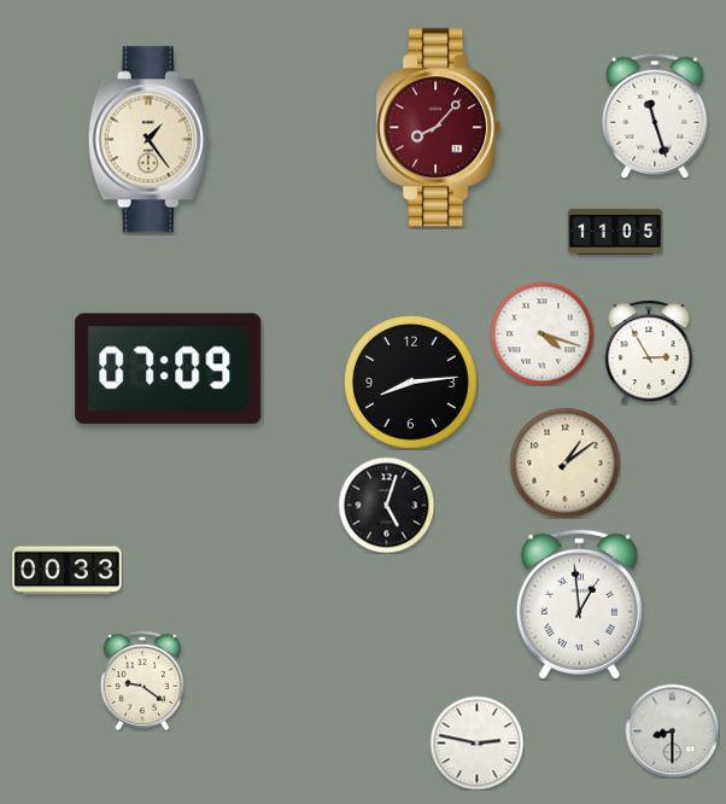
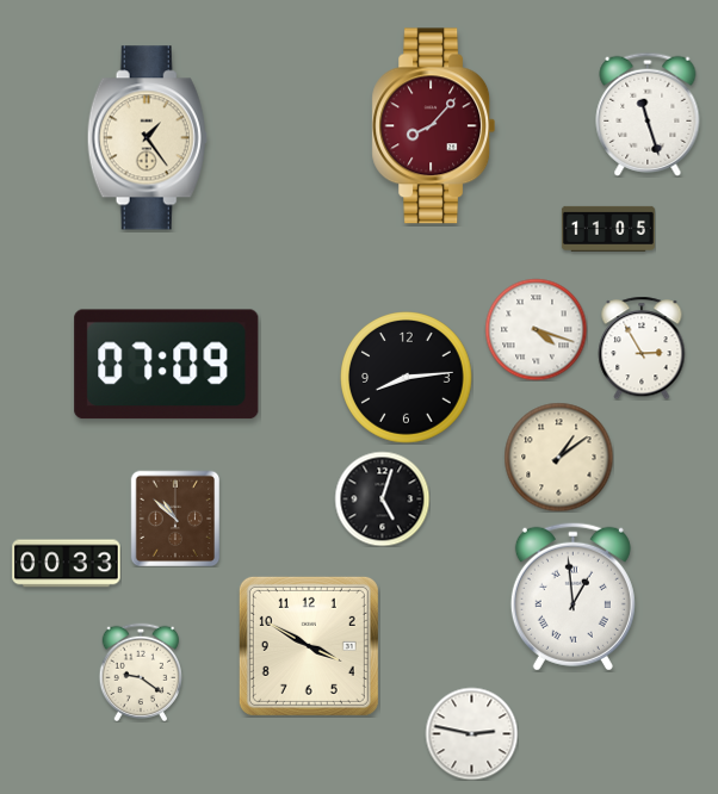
clock at (175, 519): none -> 10:52
clock at (309, 646): none -> 3:50
clock at (672, 730): 8:30 -> none
